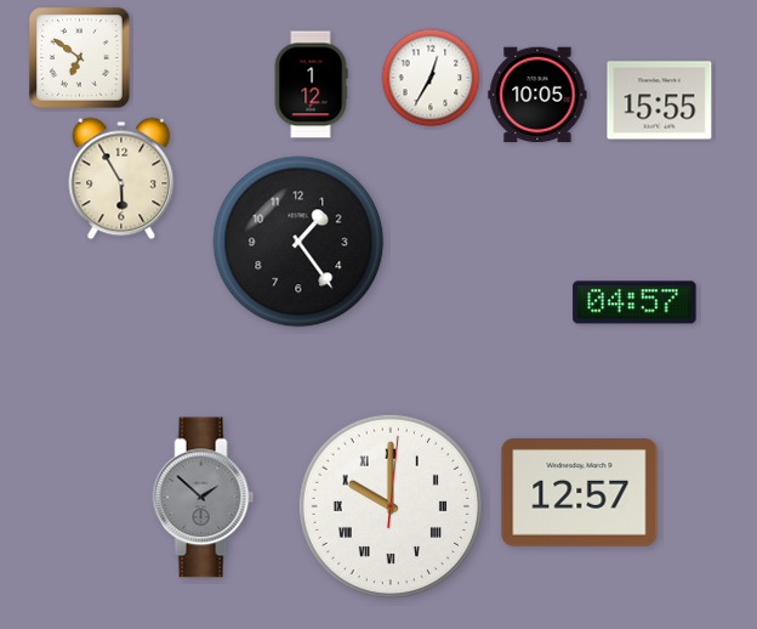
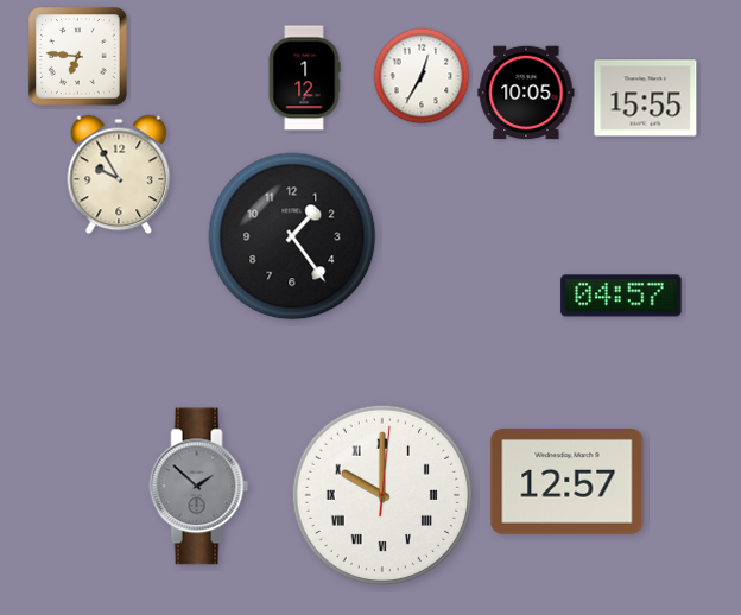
clock at (80, 58): 6:51 -> 6:46
clock at (311, 85) position: (311, 85) -> (304, 78)
clock at (121, 178): 5:55 -> 9:55
